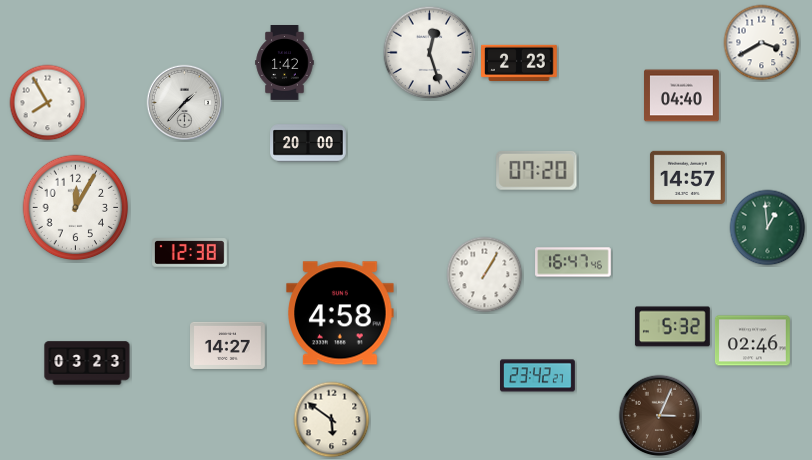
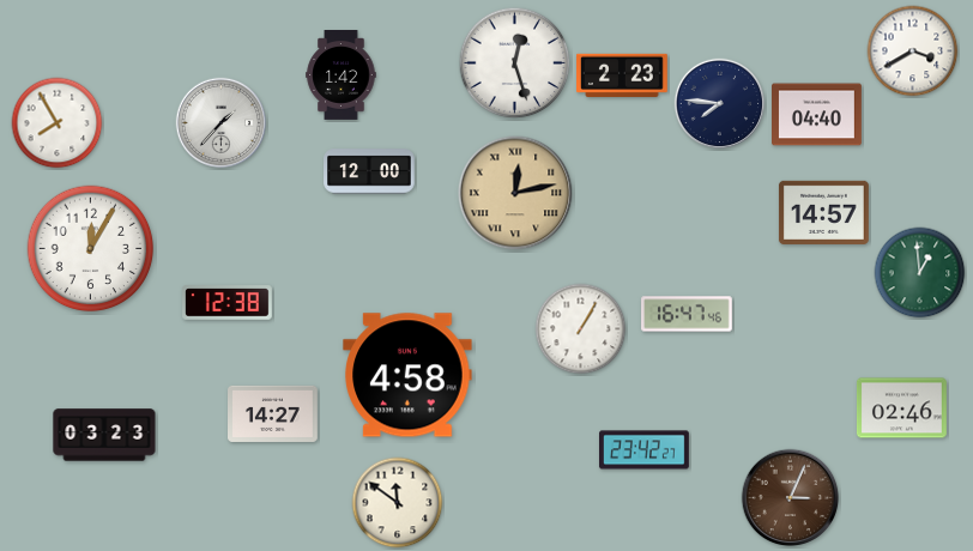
clock at (720, 104): none -> 7:46
clock at (308, 143): 20:00 -> 12:00
clock at (515, 193): none -> 12:13
clock at (537, 170): 07:20 -> none
clock at (672, 327): 5:32 -> none
clock at (332, 420): 5:51 -> 11:51
